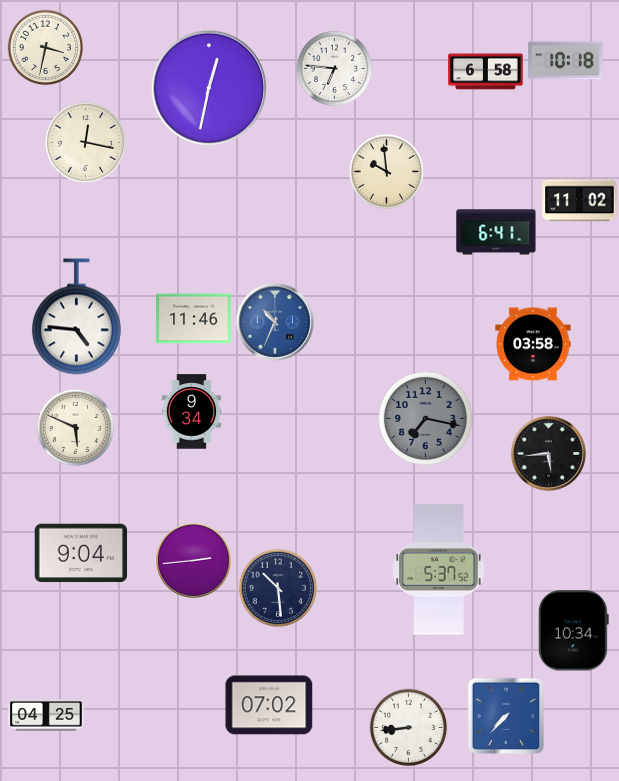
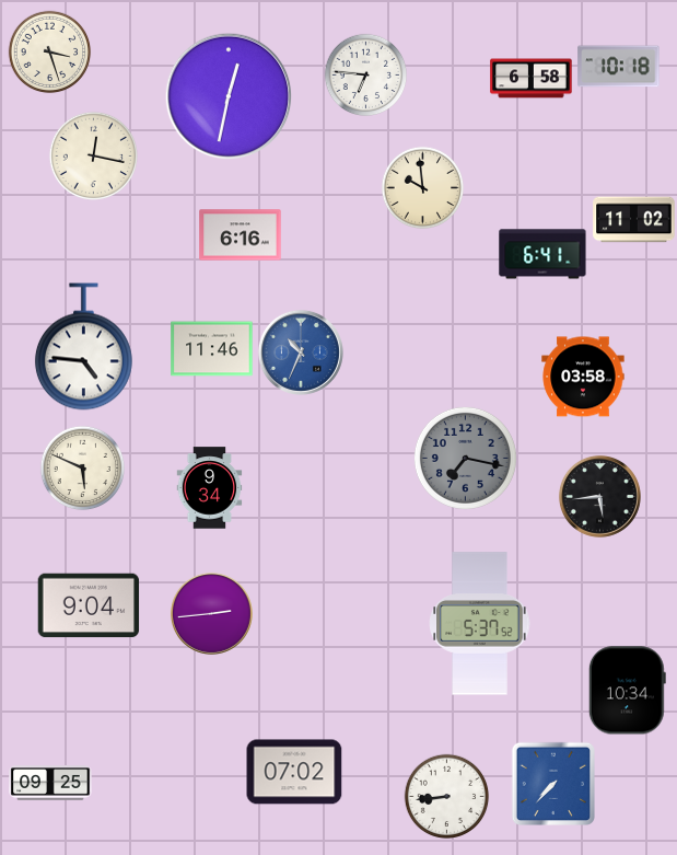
clock at (46, 48): 3:32 -> 3:27
clock at (241, 235): none -> 6:16
clock at (192, 412) position: (192, 412) -> (210, 488)
clock at (278, 588): 10:29 -> none
clock at (46, 715): 04:25 -> 09:25
